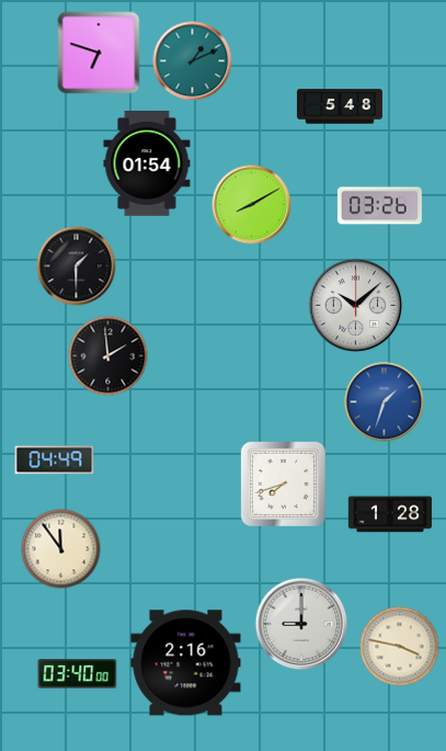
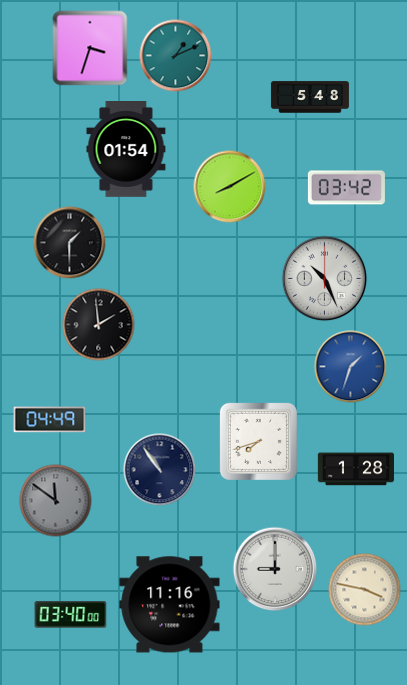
clock at (99, 53): 6:48 -> 3:33
clock at (147, 164) position: (147, 164) -> (126, 150)
clock at (379, 206): 03:26 -> 03:42
clock at (356, 306): 10:08 -> 10:26
clock at (160, 470): none -> 10:54
clock at (61, 549): 11:54 -> 11:51
clock at (61, 549) dial: cream -> grey
clock at (186, 663): 2:16 -> 11:16
